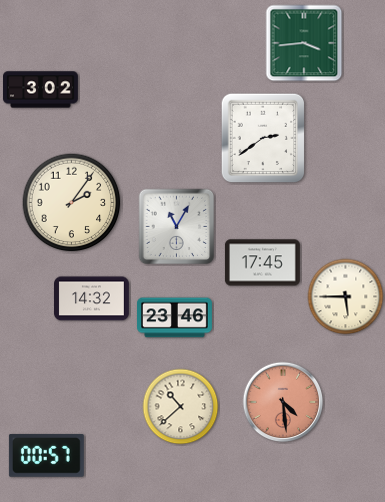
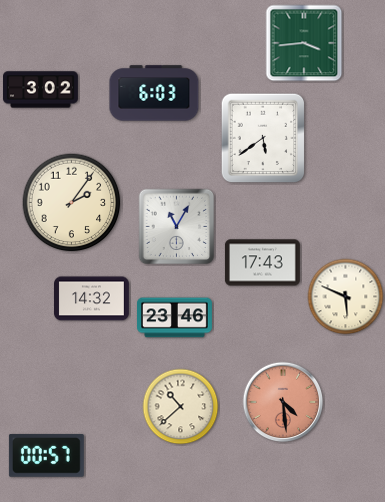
clock at (154, 93): none -> 6:03
clock at (263, 138): 2:39 -> 5:39
clock at (262, 263): 17:45 -> 17:43
clock at (346, 297): 5:45 -> 5:49
